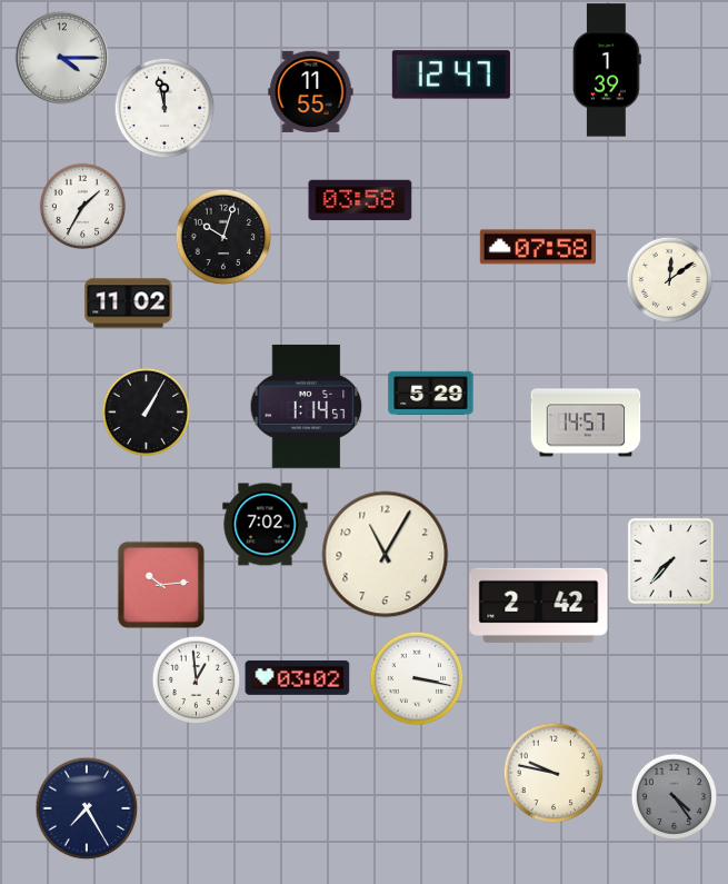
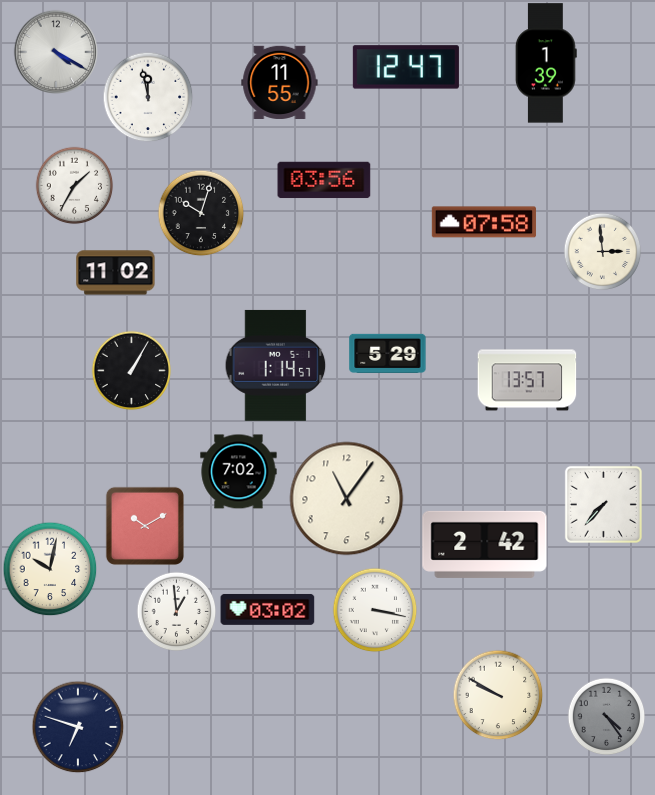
clock at (61, 57): 4:15 -> 4:20
clock at (360, 200): 03:58 -> 03:56
clock at (669, 279): 12:09 -> 2:59
clock at (586, 423): 14:57 -> 13:57
clock at (386, 555): 11:05 -> 11:06
clock at (161, 585): 10:14 -> 10:10
clock at (50, 569): none -> 10:02
clock at (554, 773): 9:47 -> 9:50
clock at (87, 808): 7:25 -> 6:48
